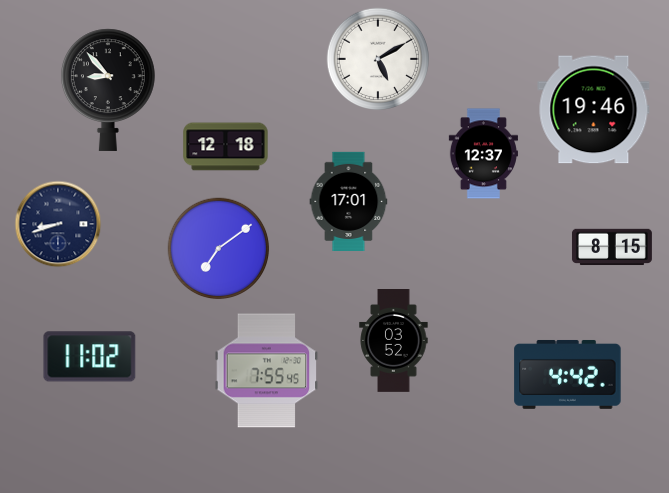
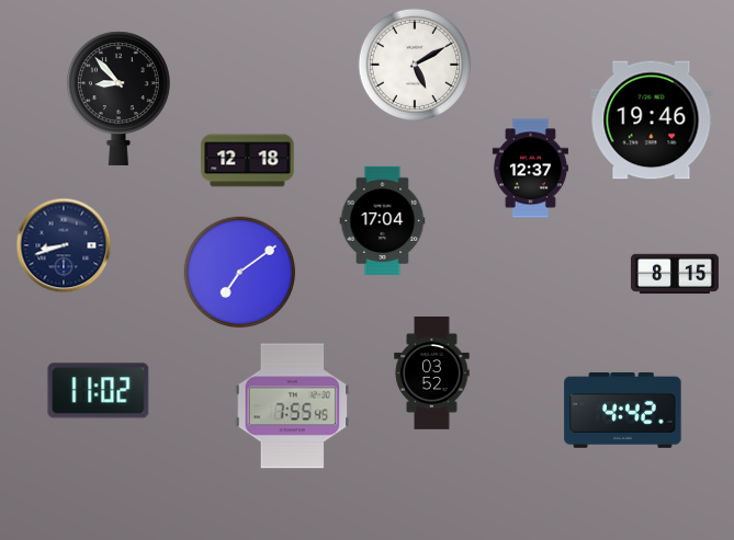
clock at (349, 201): 17:01 -> 17:04
clock at (612, 247) position: (612, 247) -> (675, 274)
